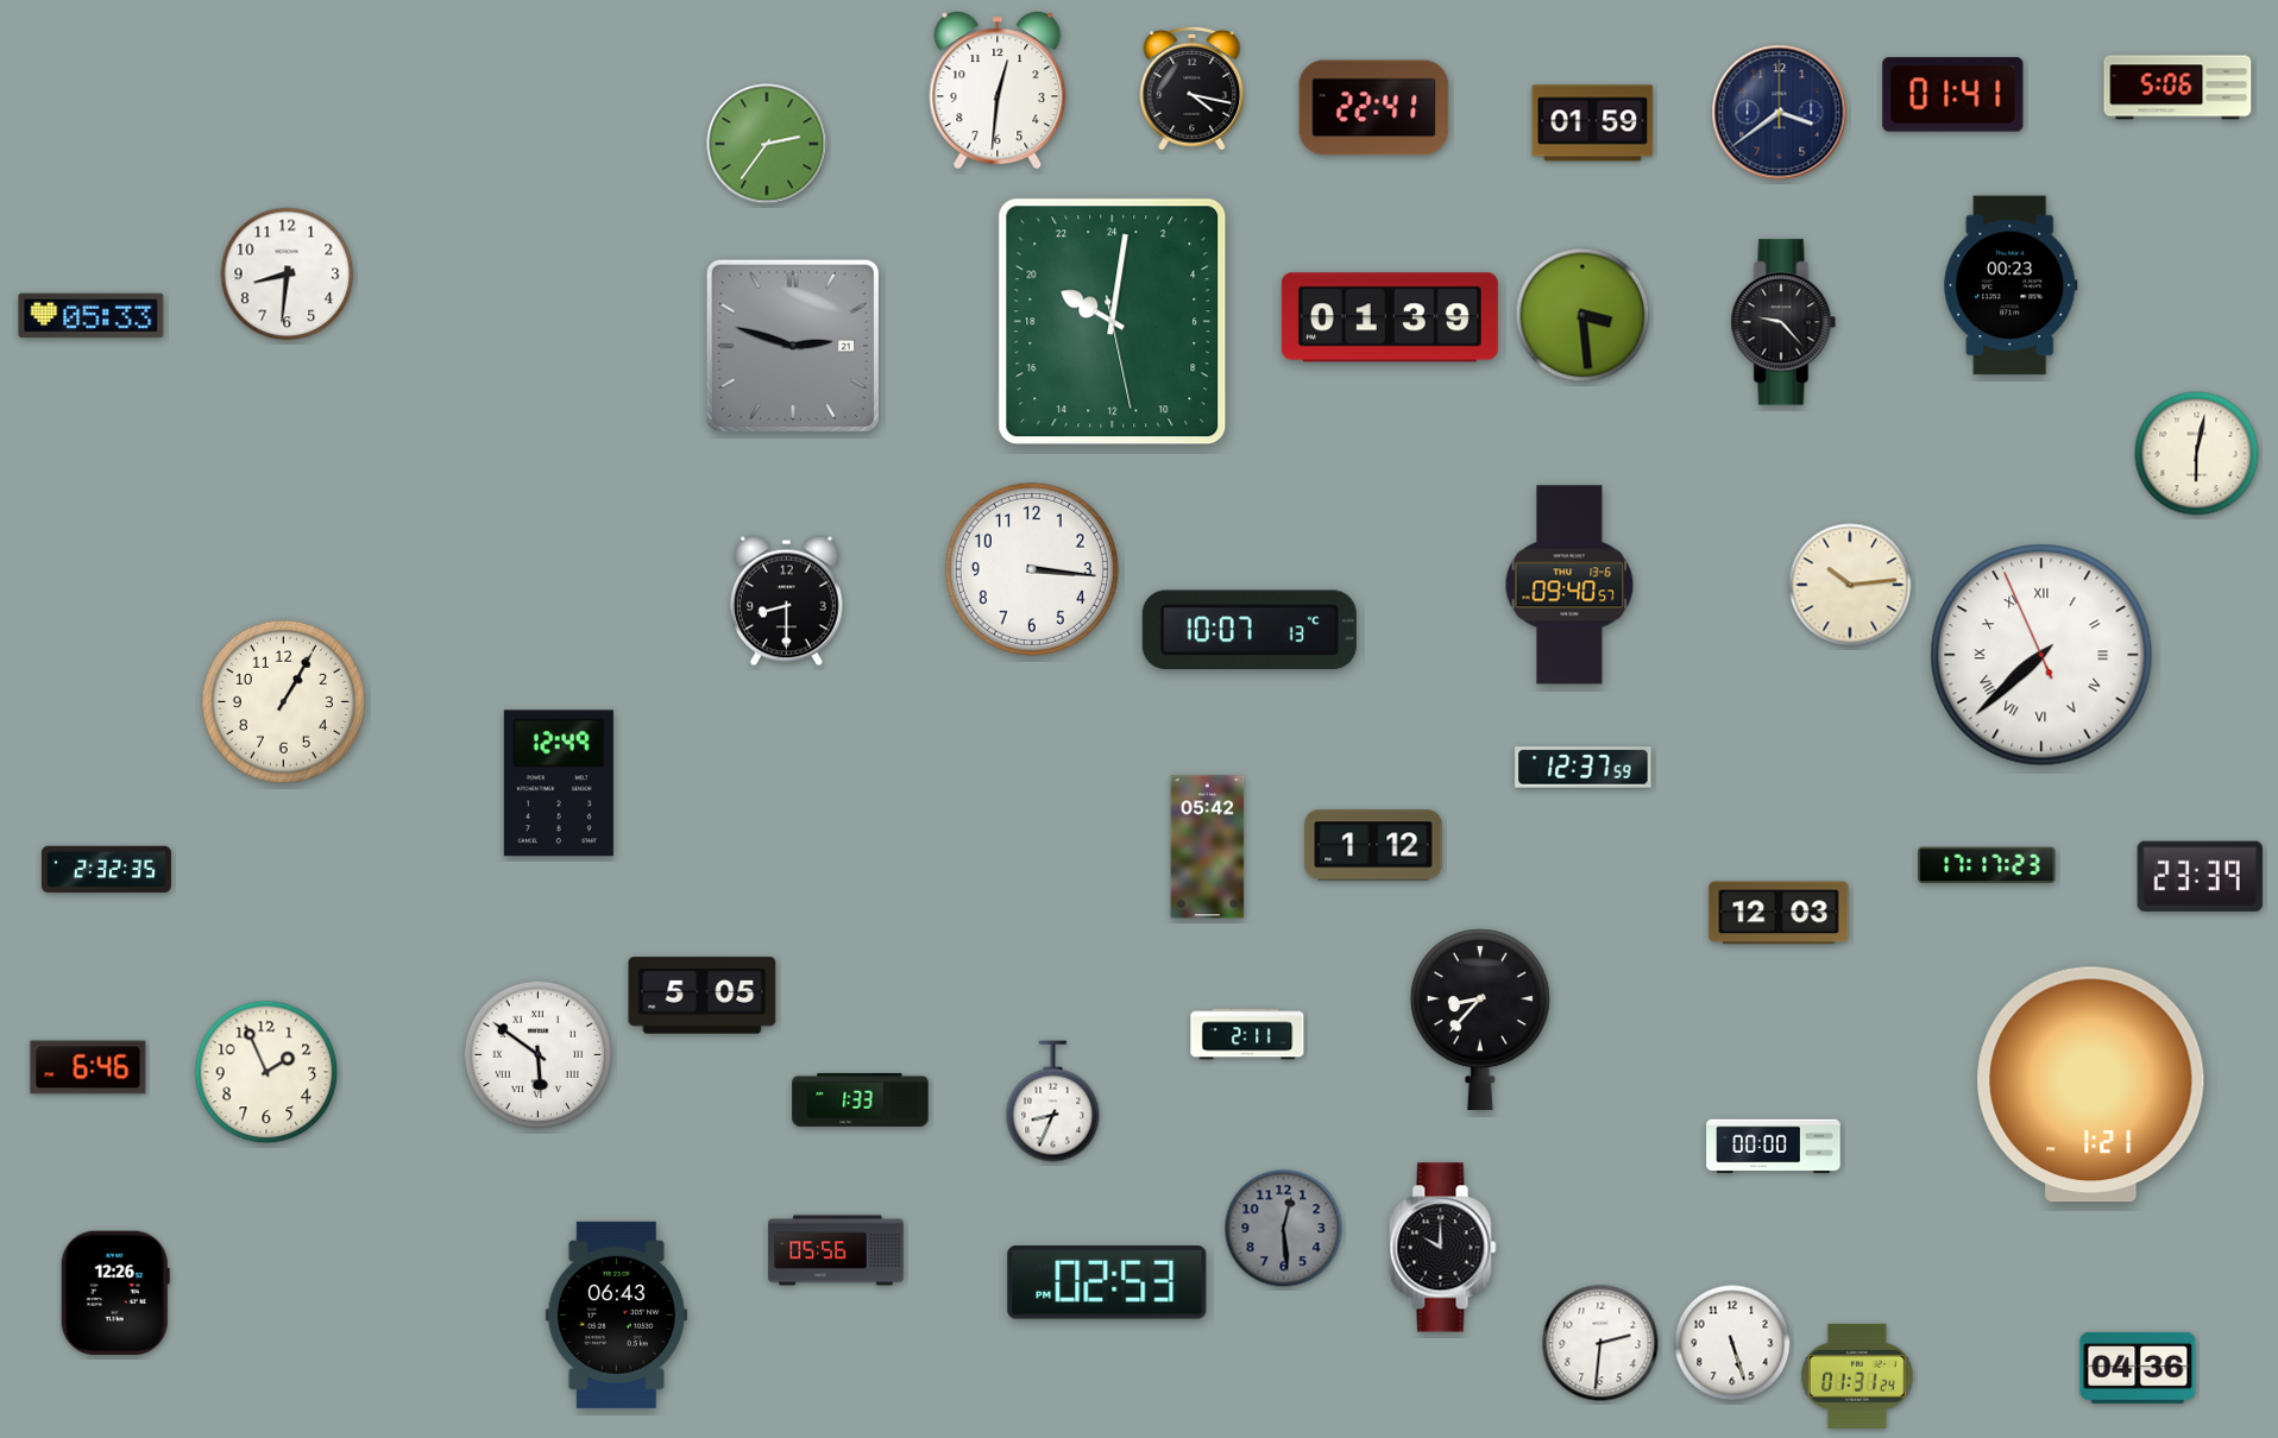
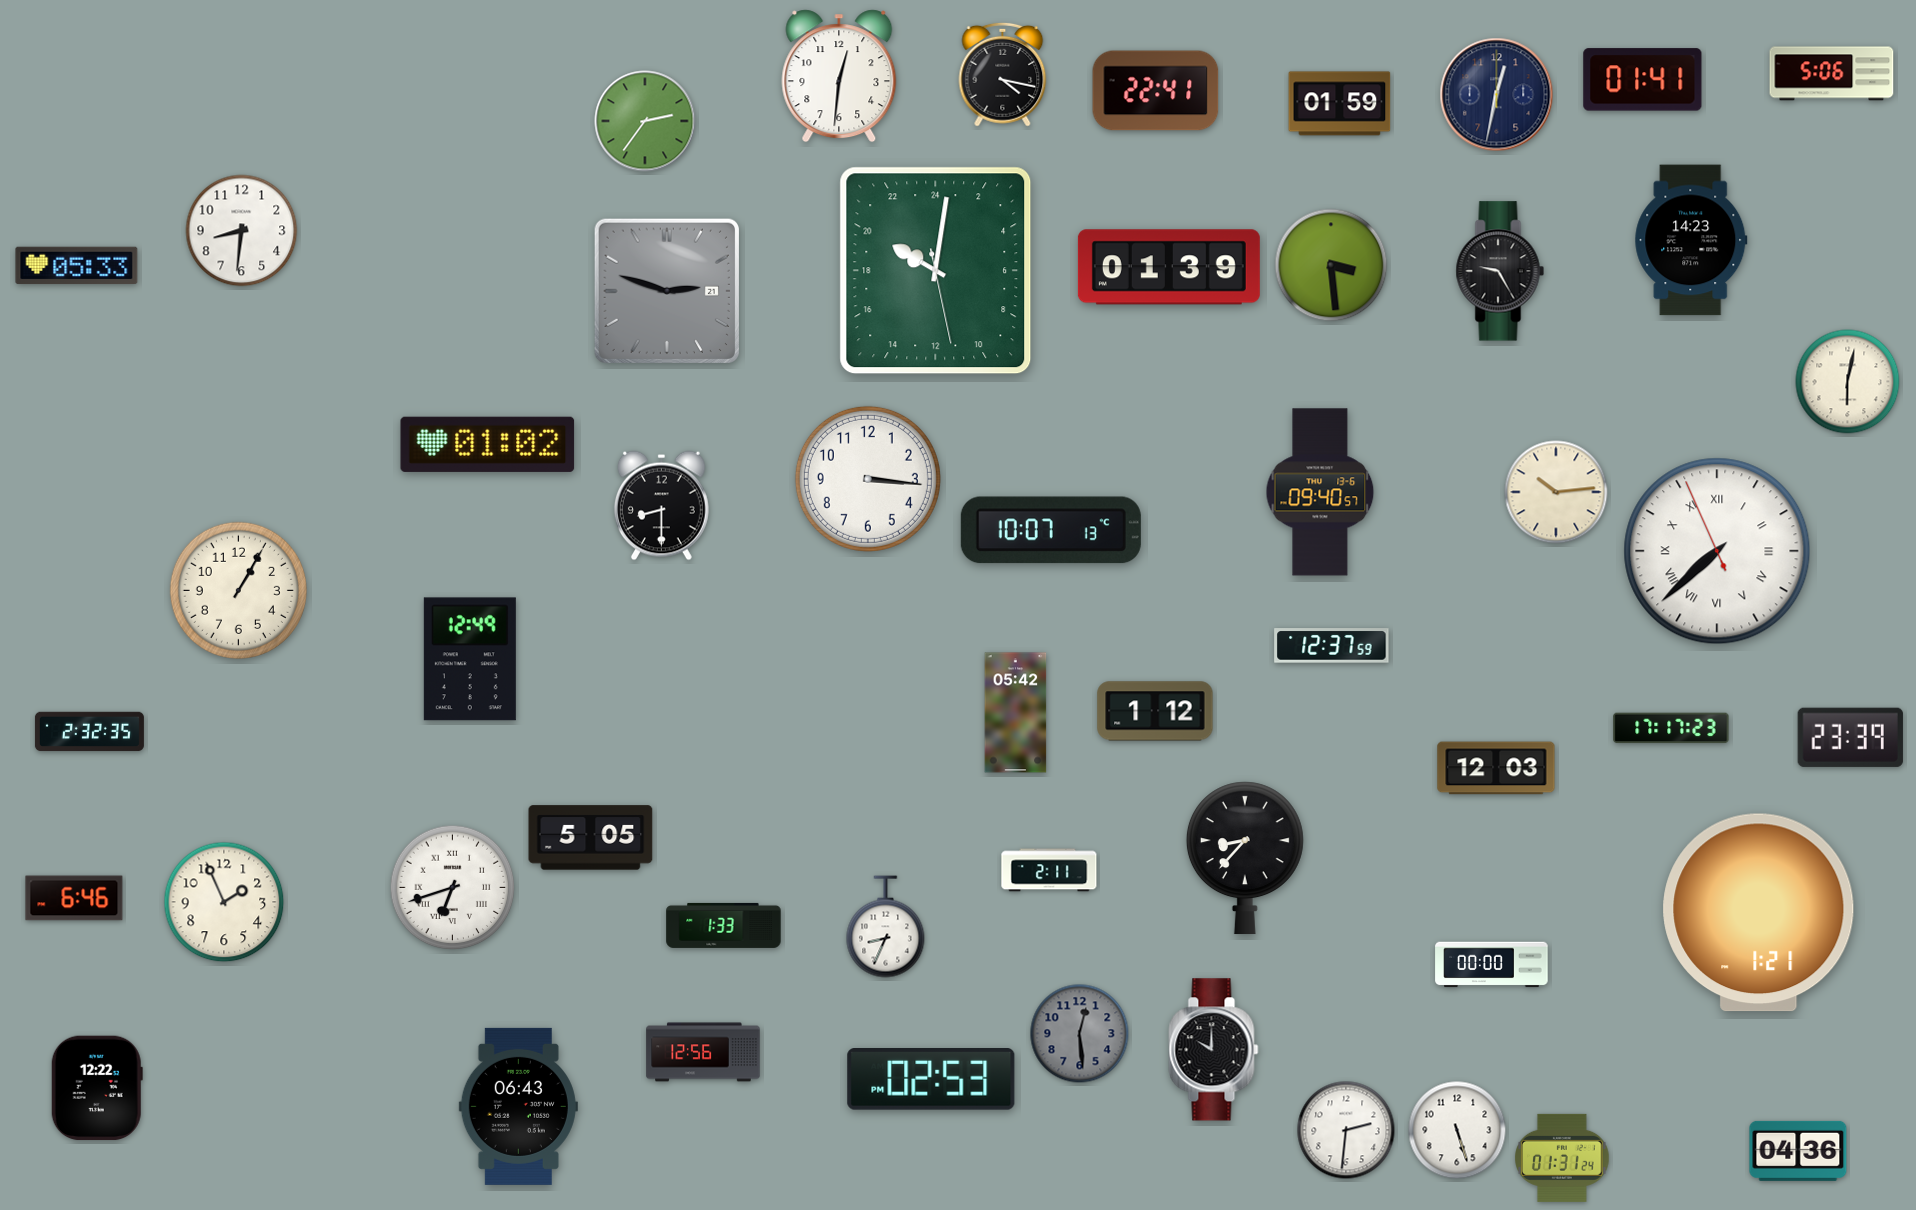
clock at (1780, 113): 3:39 -> 12:32
clock at (2010, 285): 00:23 -> 14:23
clock at (1783, 322): 9:23 -> 9:25
clock at (488, 444): none -> 01:02
clock at (539, 1055): 5:51 -> 6:42
clock at (836, 1250): 05:56 -> 12:56
clock at (115, 1293): 12:26 -> 12:22
